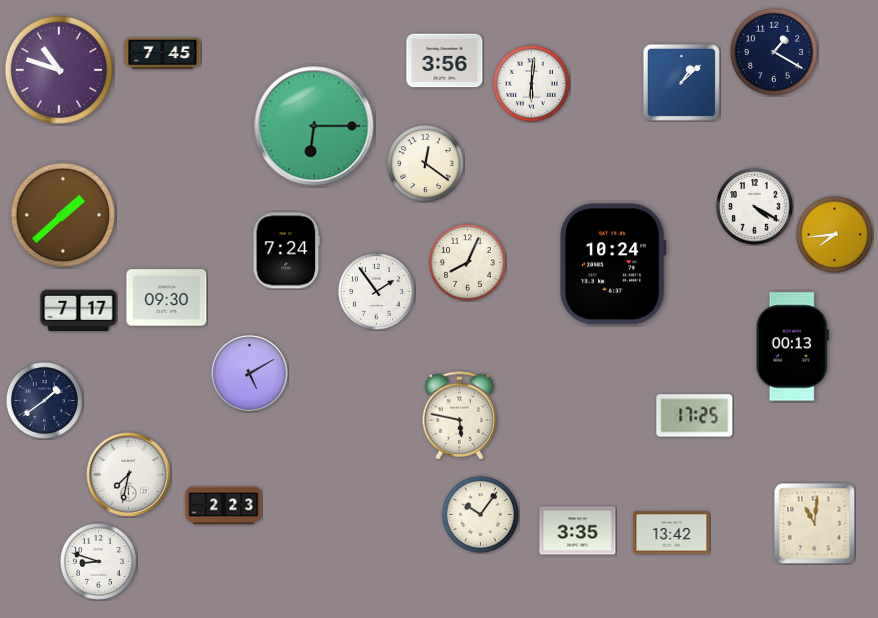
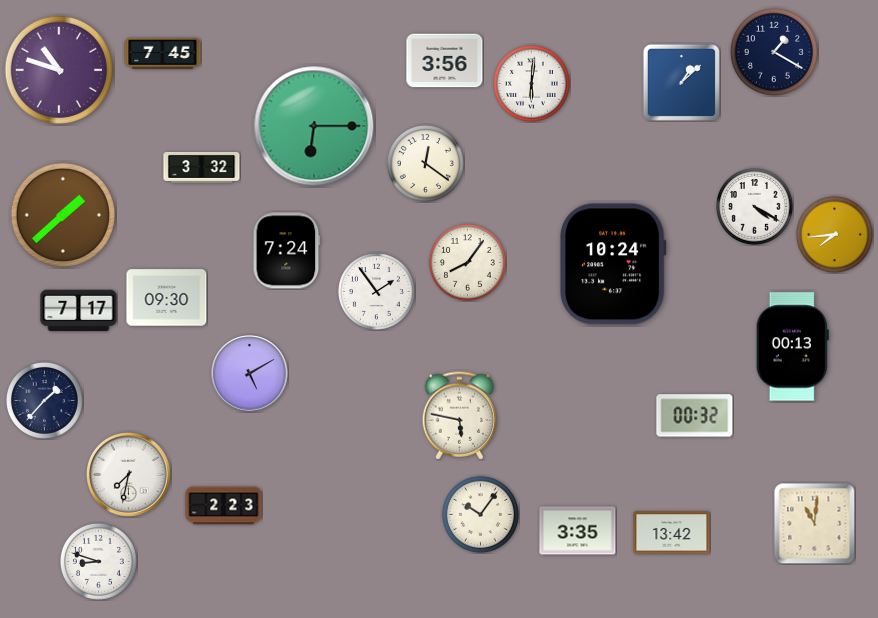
clock at (202, 168): none -> 3:32
clock at (468, 263): 8:04 -> 8:06
clock at (45, 401): 1:39 -> 1:37
clock at (695, 416): 17:25 -> 00:32
